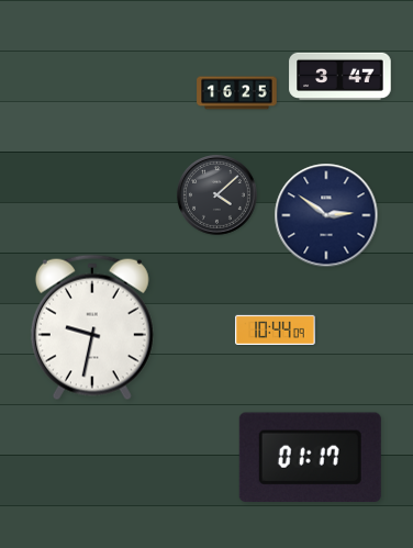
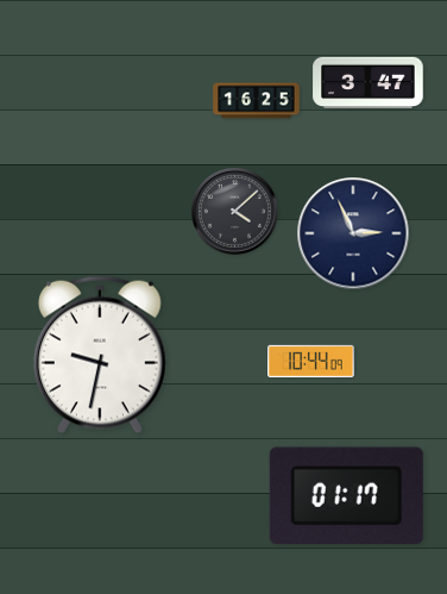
clock at (326, 215): 2:51 -> 2:56
clock at (276, 329) position: (276, 329) -> (311, 361)
clock at (310, 458) position: (310, 458) -> (346, 496)
